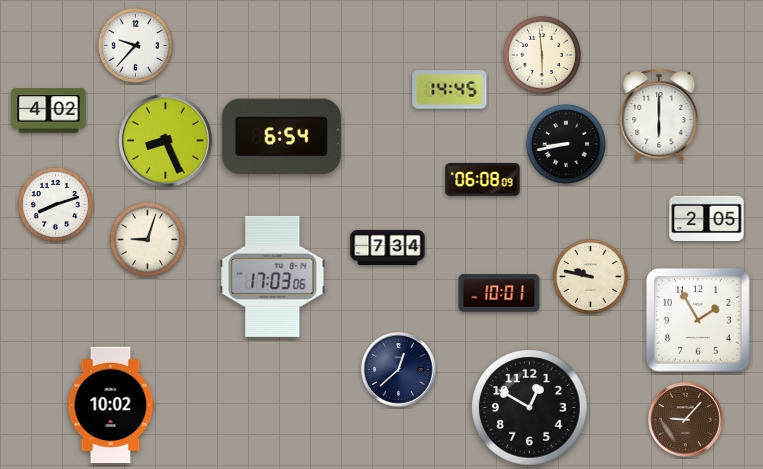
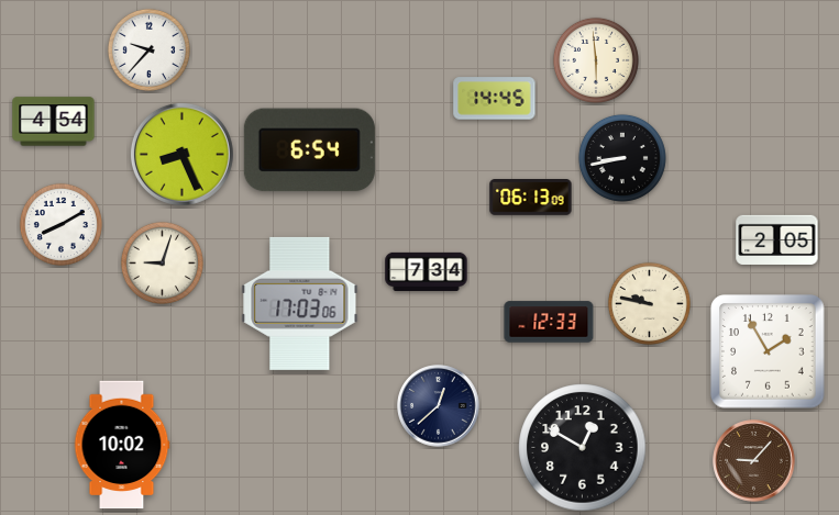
clock at (49, 111): 4:02 -> 4:54
clock at (659, 115): 6:00 -> none
clock at (483, 180): 06:08 -> 06:13
clock at (55, 204): 8:12 -> 8:10
clock at (499, 293): 10:01 -> 12:33
